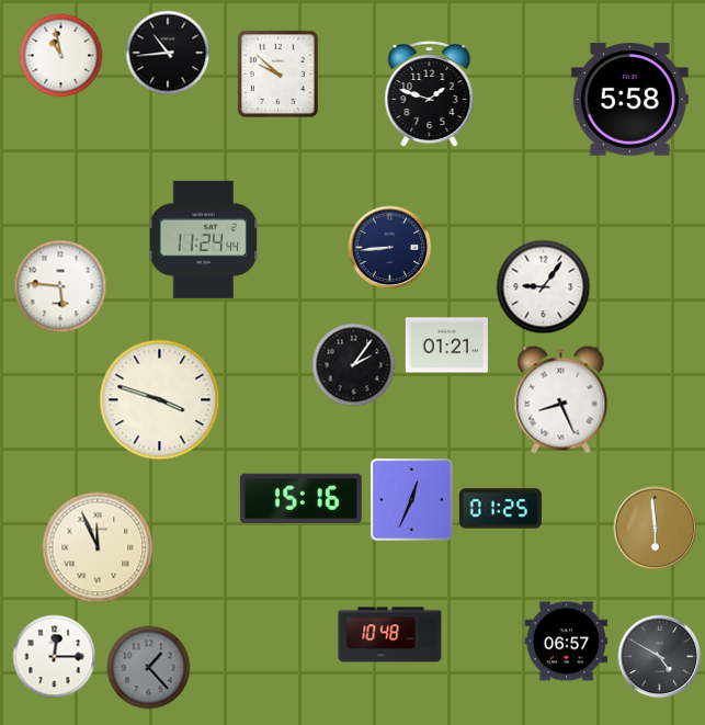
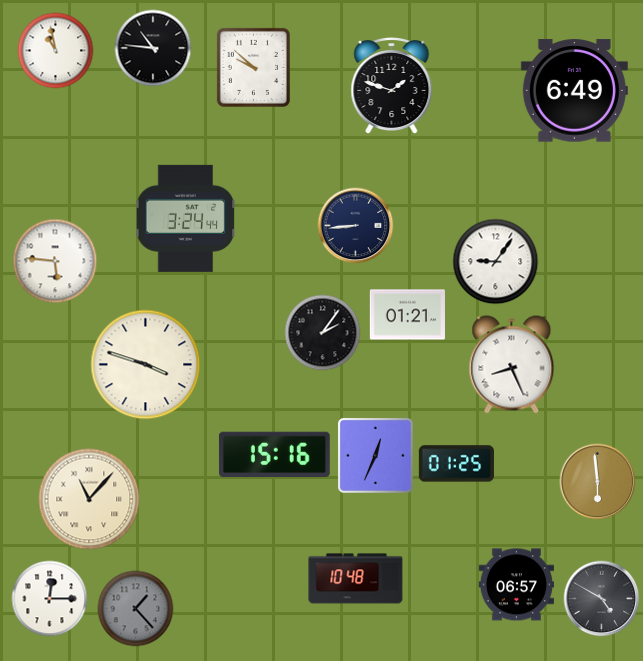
clock at (168, 53): 10:44 -> 10:46
clock at (629, 100): 5:58 -> 6:49
clock at (204, 239): 11:24 -> 3:24
clock at (98, 547): 11:56 -> 11:07
